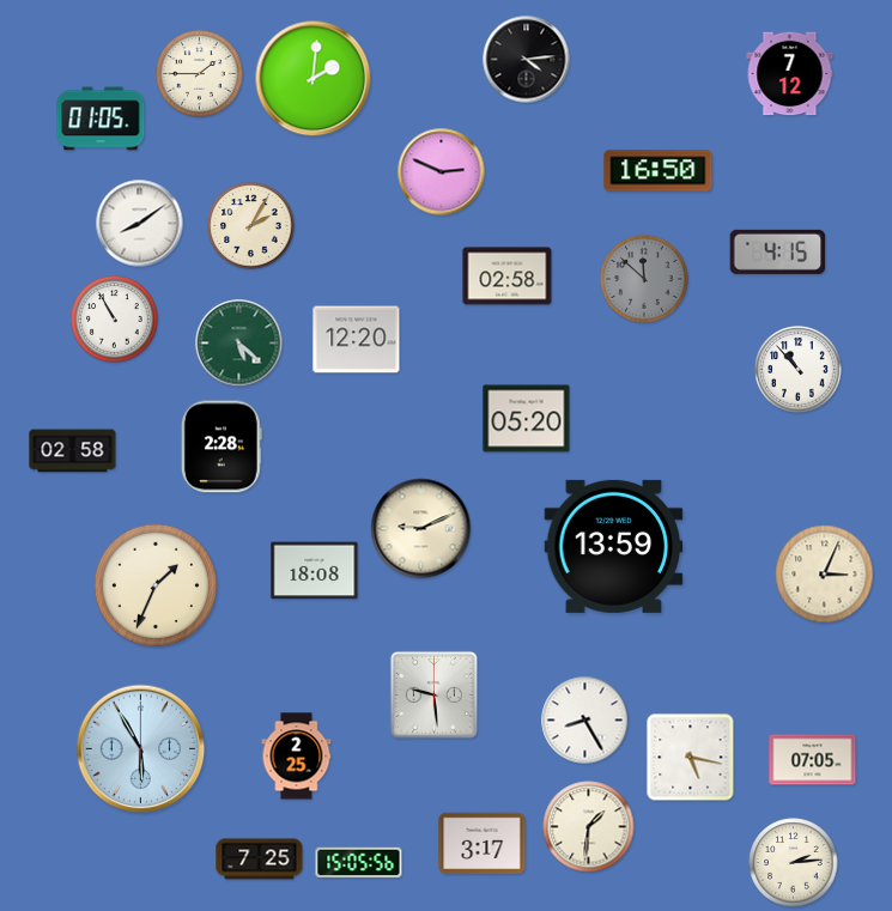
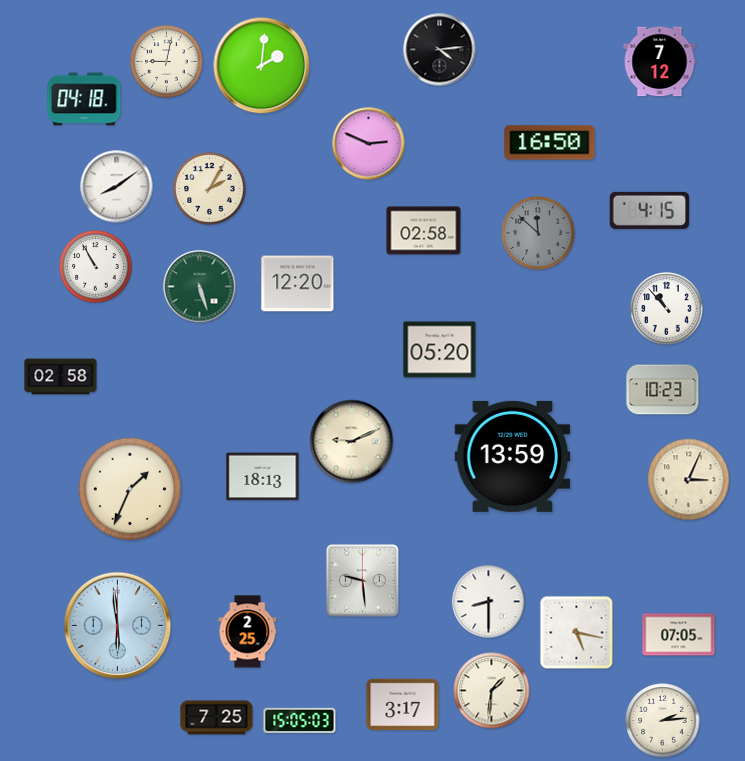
clock at (200, 74): 1:45 -> 9:02
clock at (101, 119): 01:05 -> 04:18
clock at (239, 344): 5:22 -> 5:27
clock at (222, 447): 2:28 -> none
clock at (663, 390): none -> 10:23
clock at (315, 571): 18:08 -> 18:13
clock at (585, 721): 8:25 -> 8:30
clock at (141, 749): 5:55 -> 5:59
clock at (359, 863): 15:05:56 -> 15:05:03
